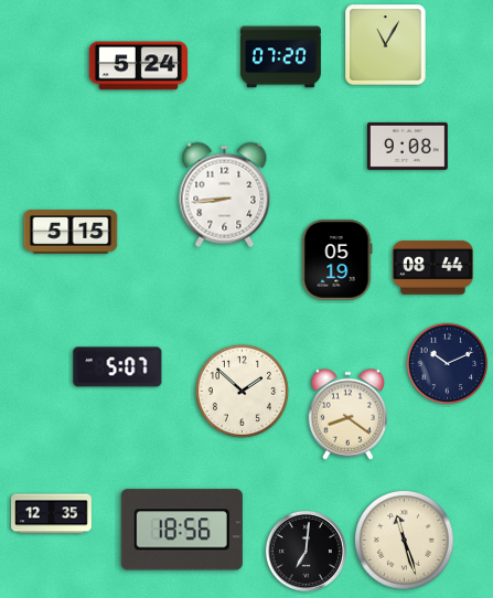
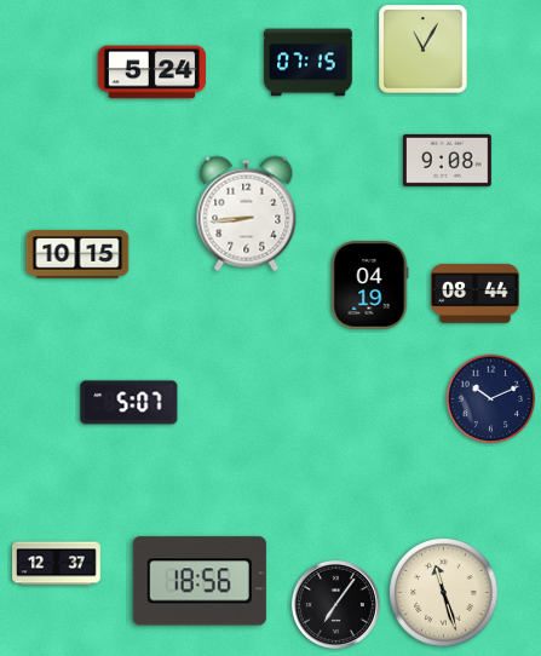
clock at (281, 57): 07:20 -> 07:15
clock at (71, 232): 5:15 -> 10:15
clock at (336, 260): 05:19 -> 04:19
clock at (242, 391): 1:52 -> none
clock at (347, 414): 8:21 -> none
clock at (52, 514): 12:35 -> 12:37
clock at (306, 551): 7:01 -> 7:06
